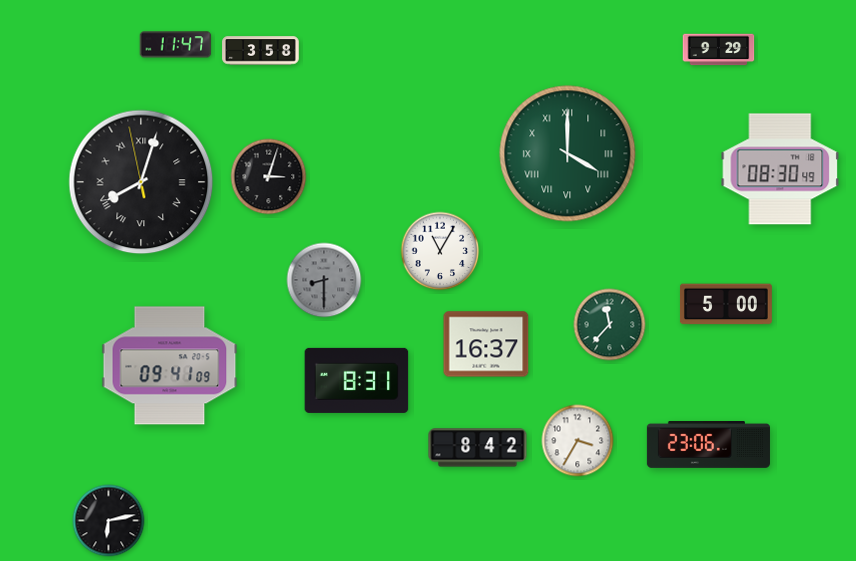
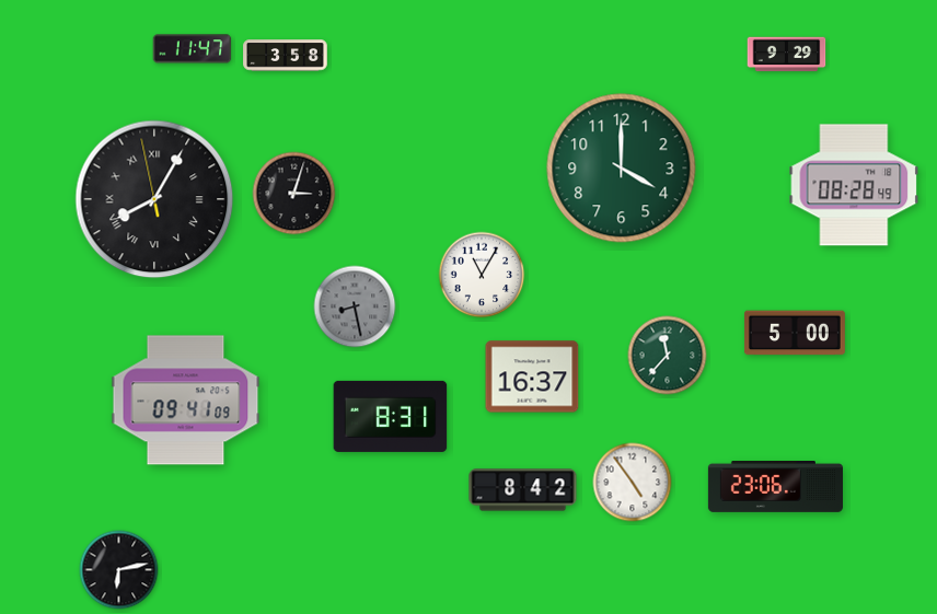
clock at (568, 154) numerals: Roman -> Arabic
clock at (780, 169): 08:30 -> 08:28
clock at (141, 182): 8:02 -> 8:04
clock at (324, 280): 8:30 -> 8:28
clock at (578, 441): 3:35 -> 4:54
